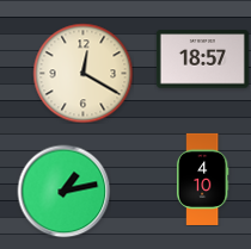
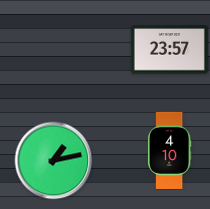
clock at (202, 60): 18:57 -> 23:57
clock at (82, 73): 12:20 -> none
